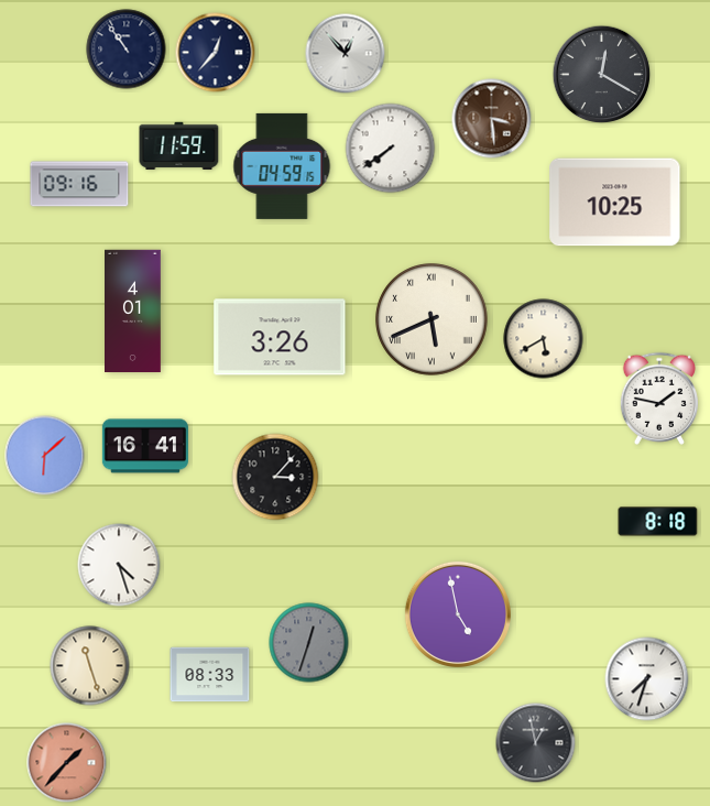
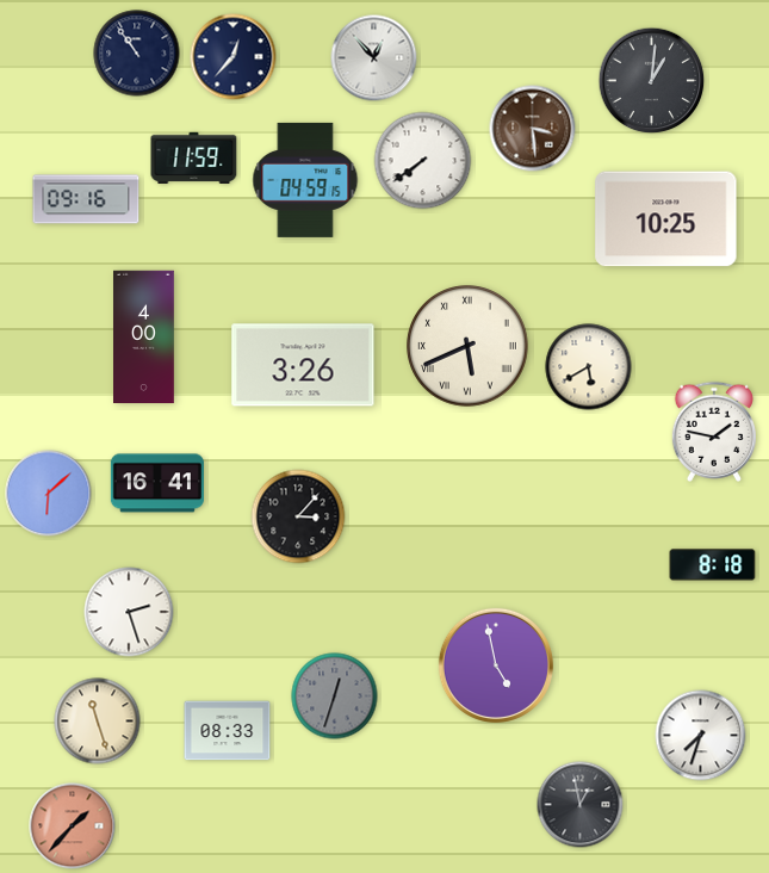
clock at (602, 75): 12:20 -> 1:01
clock at (133, 312): 4:01 -> 4:00
clock at (119, 565): 4:27 -> 2:27
